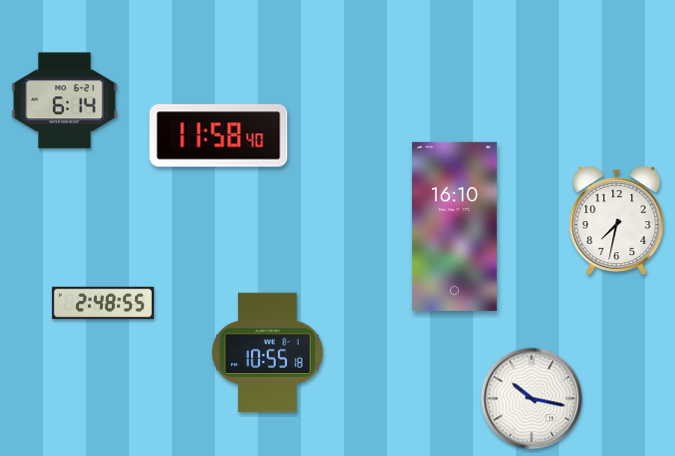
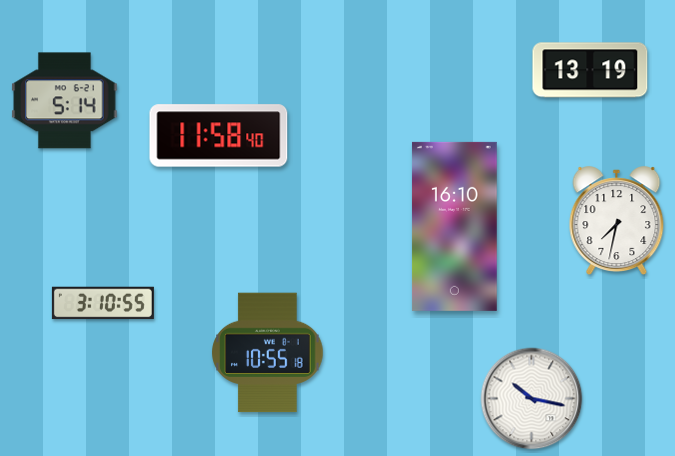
clock at (590, 70): none -> 13:19
clock at (65, 101): 6:14 -> 5:14
clock at (103, 303): 2:48 -> 3:10
